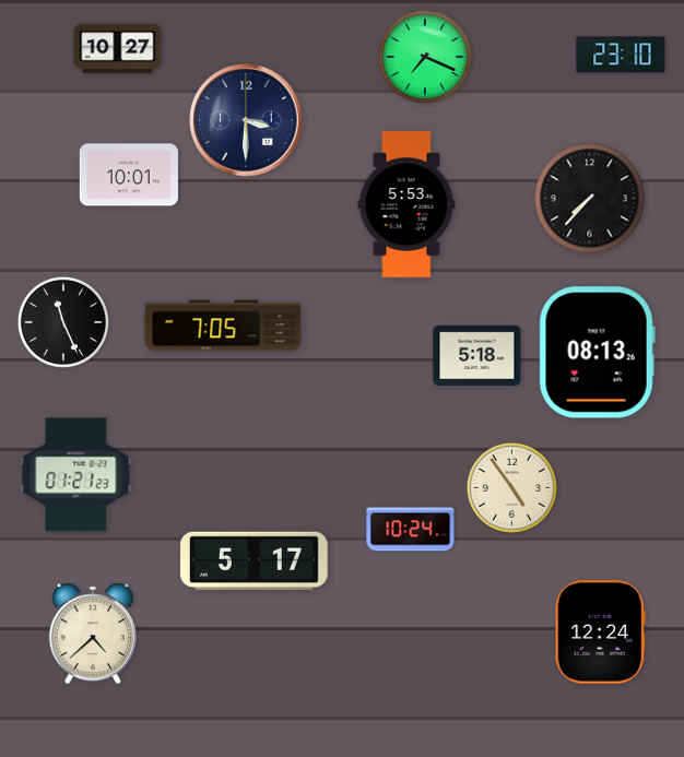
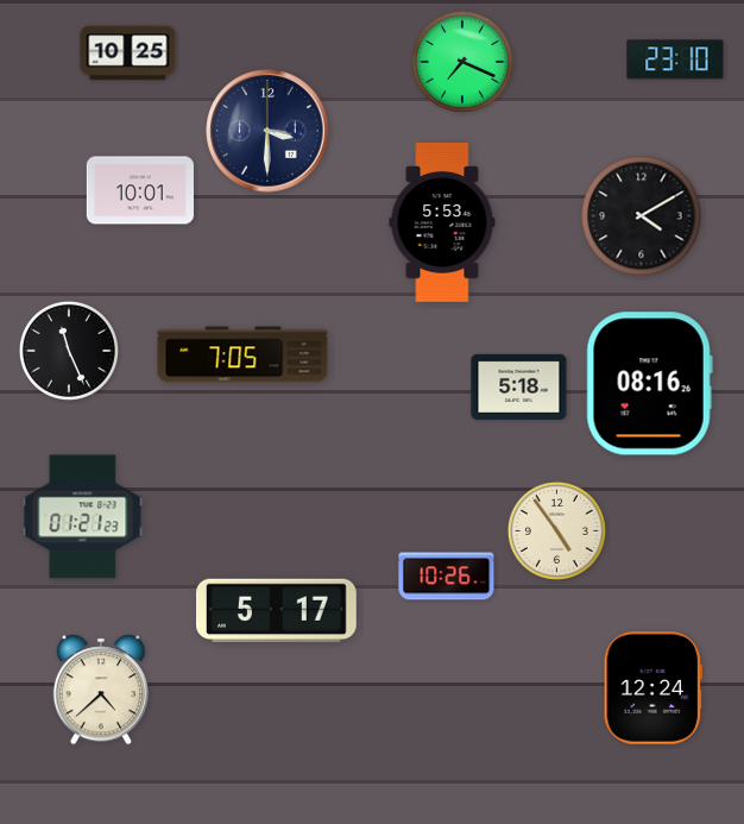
clock at (118, 49): 10:27 -> 10:25
clock at (590, 199): 7:37 -> 4:10
clock at (597, 353): 08:13 -> 08:16
clock at (411, 530): 10:24 -> 10:26
